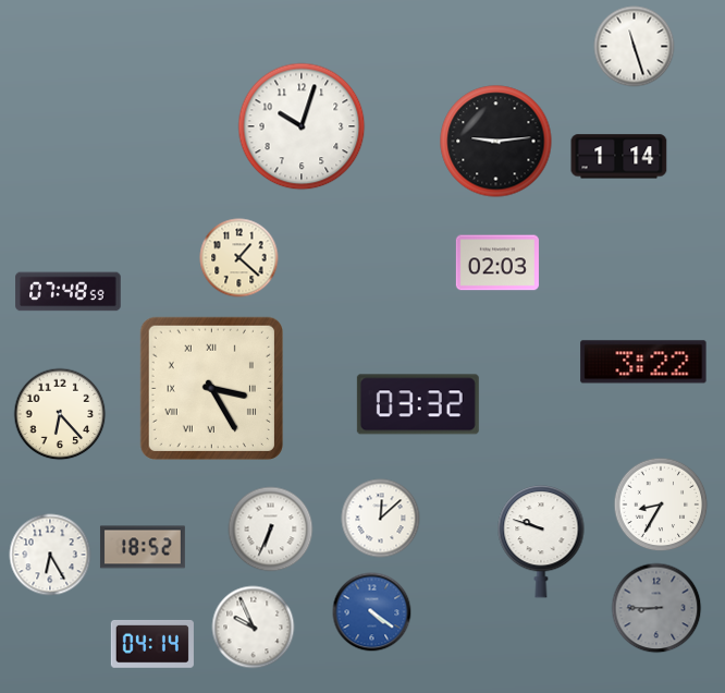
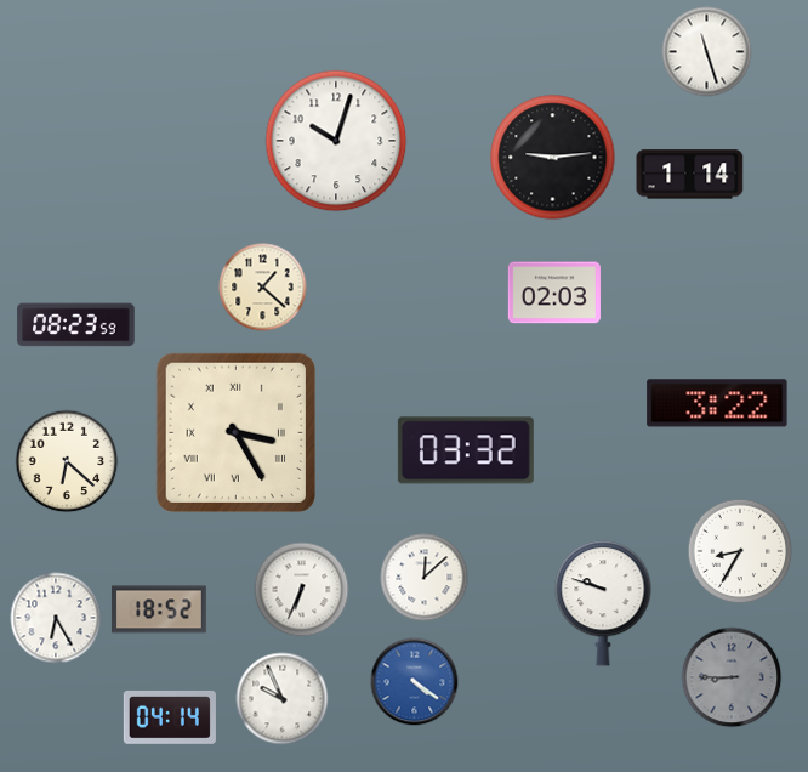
clock at (239, 258) position: (239, 258) -> (263, 288)
clock at (69, 292): 07:48 -> 08:23
clock at (60, 414): 6:23 -> 6:22
clock at (661, 504) position: (661, 504) -> (740, 551)
